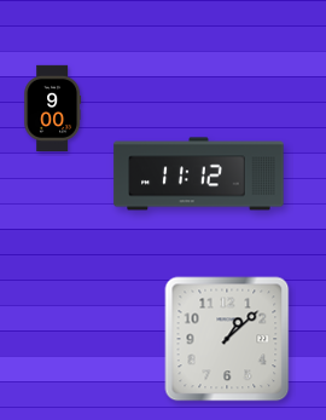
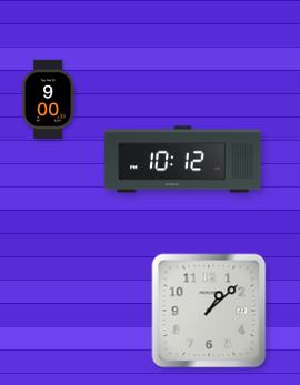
clock at (199, 174): 11:12 -> 10:12
